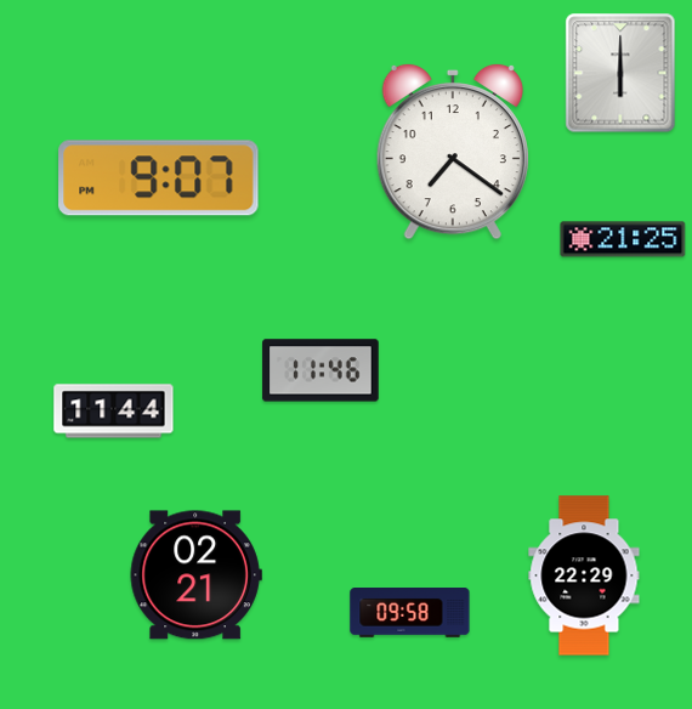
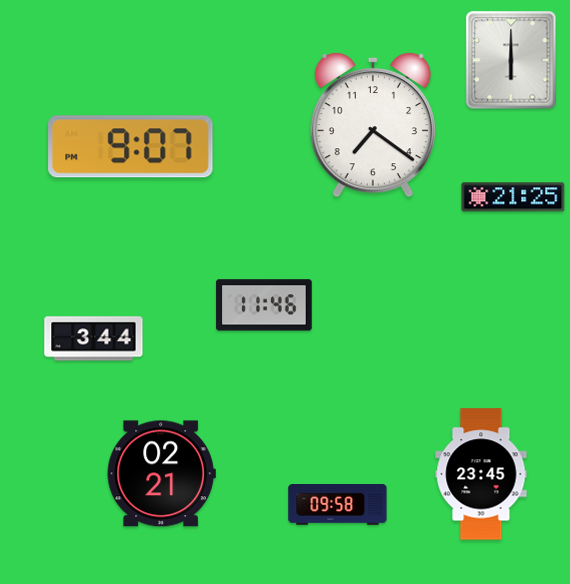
clock at (114, 412): 11:44 -> 3:44
clock at (584, 575): 22:29 -> 23:45
